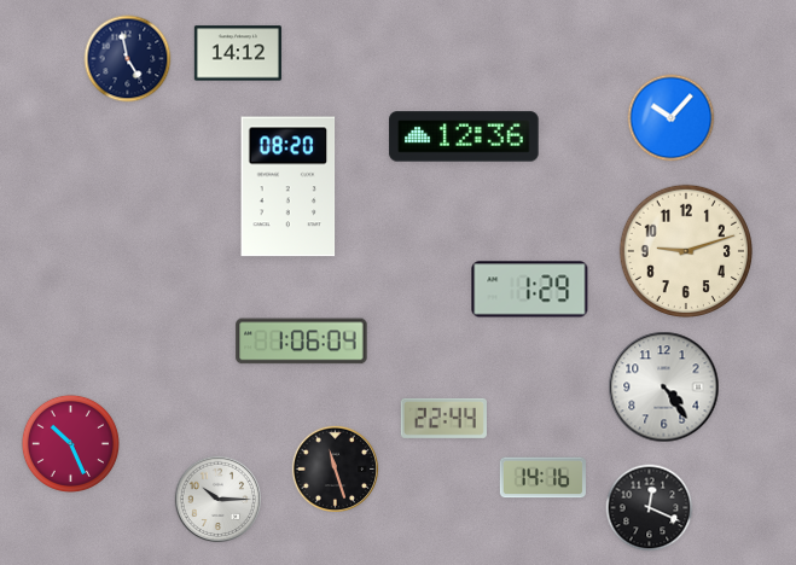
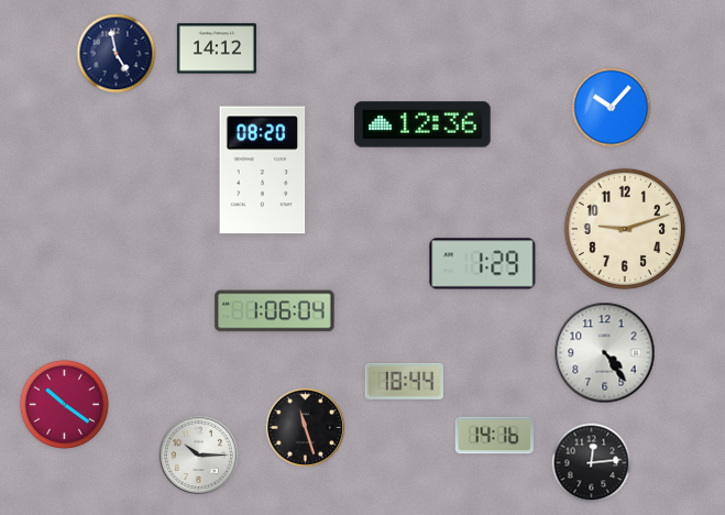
clock at (443, 418): 22:44 -> 18:44
clock at (70, 443): 10:26 -> 10:21
clock at (650, 508): 12:19 -> 12:14
